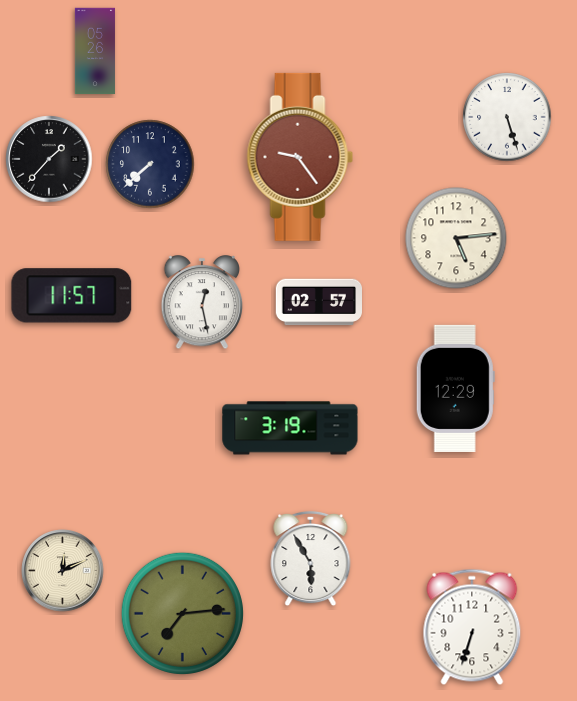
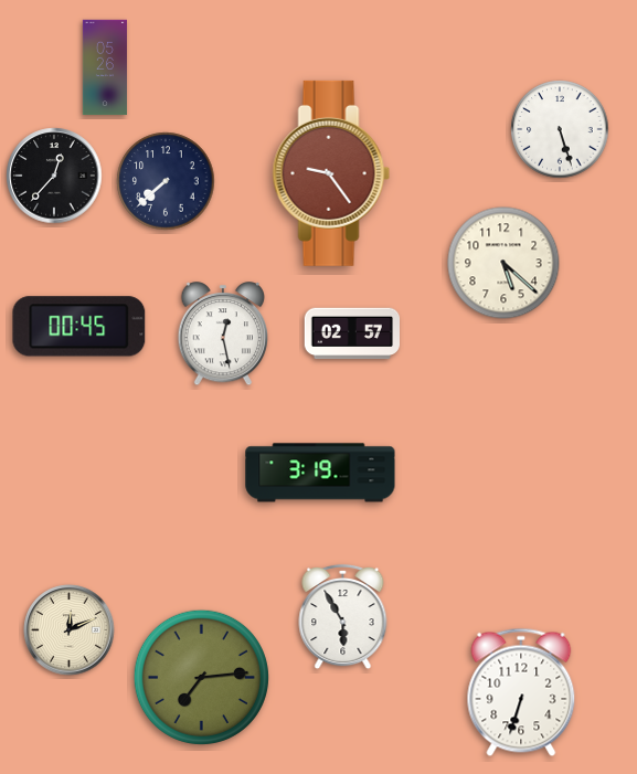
clock at (94, 51) position: (94, 51) -> (104, 67)
clock at (49, 159): 1:37 -> 12:37
clock at (456, 238): 5:14 -> 5:22
clock at (72, 296): 11:57 -> 00:45
clock at (455, 388): 12:29 -> none
